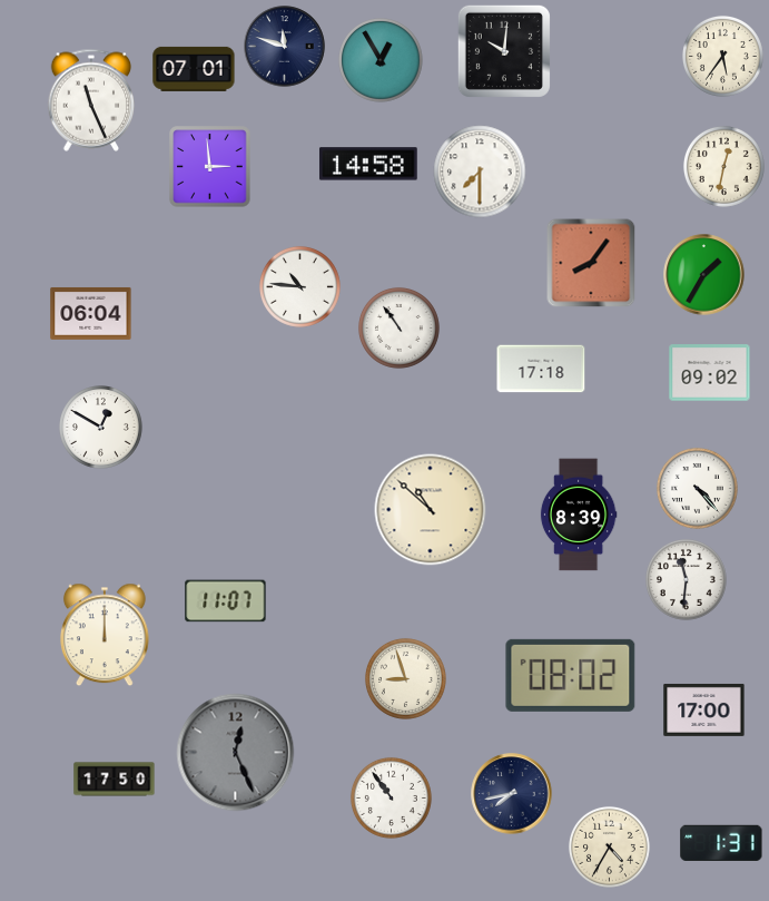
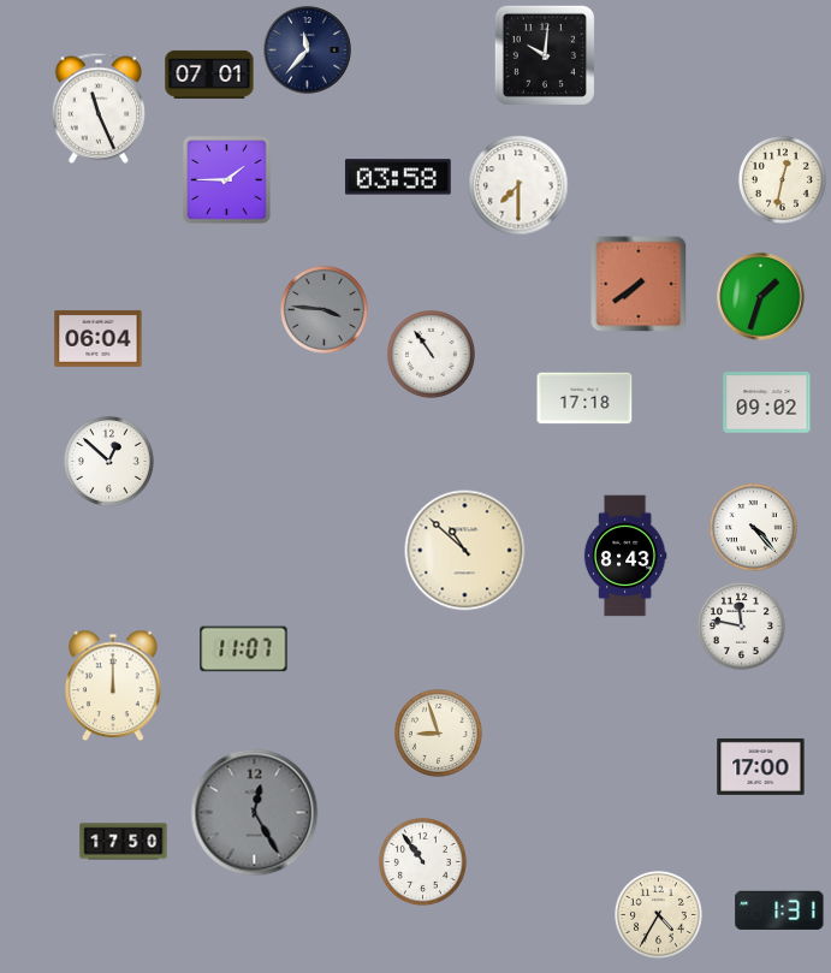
clock at (285, 47): 11:48 -> 11:37
clock at (722, 56): 5:36 -> none
clock at (381, 60): 12:55 -> none
clock at (368, 164): 14:58 -> 03:58
clock at (210, 167): 2:59 -> 1:45
clock at (591, 263): 8:06 -> 7:39
clock at (704, 275): 1:35 -> 1:33
clock at (299, 286): 10:46 -> 3:46
clock at (299, 286) dial: white -> grey
clock at (101, 428): 12:50 -> 12:52
clock at (579, 515): 8:39 -> 8:43
clock at (686, 579): 11:31 -> 11:47
clock at (571, 675): 08:02 -> none
clock at (236, 753): 12:26 -> 12:25
clock at (512, 794): 7:43 -> none
